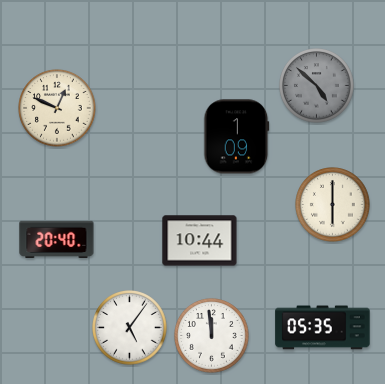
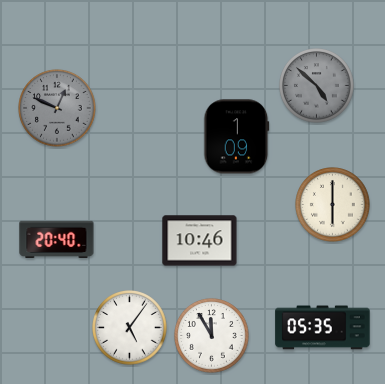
clock at (57, 108) dial: cream -> grey
clock at (200, 241): 10:44 -> 10:46
clock at (212, 336): 11:59 -> 11:55
